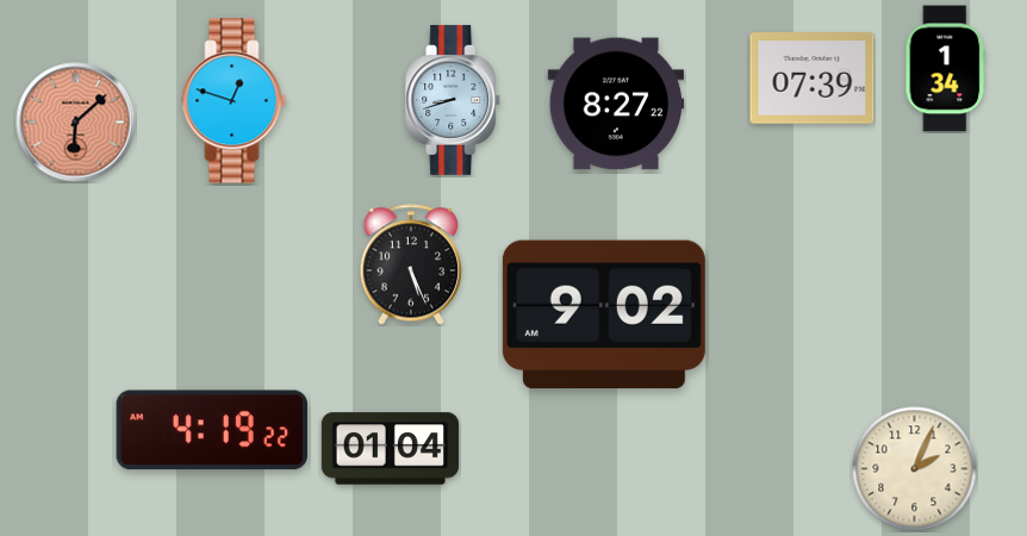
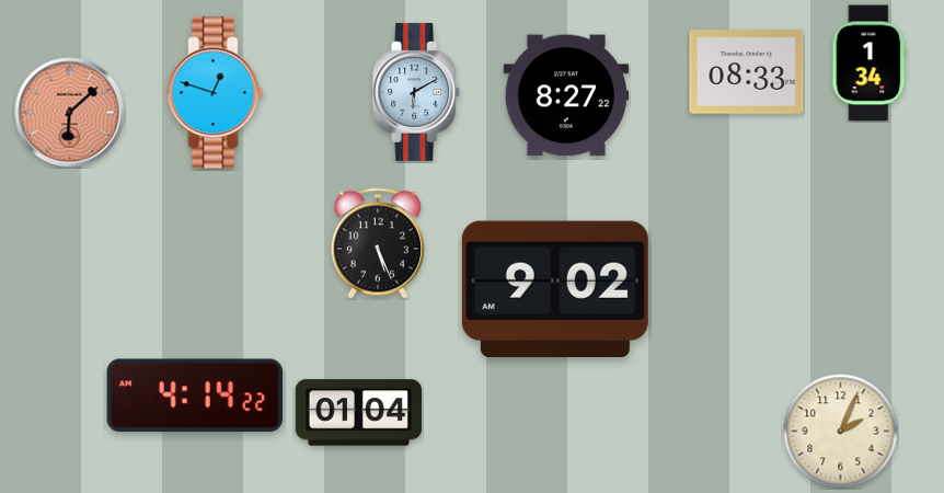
clock at (813, 79): 07:39 -> 08:33
clock at (454, 100): 8:42 -> 6:10
clock at (211, 430): 4:19 -> 4:14
